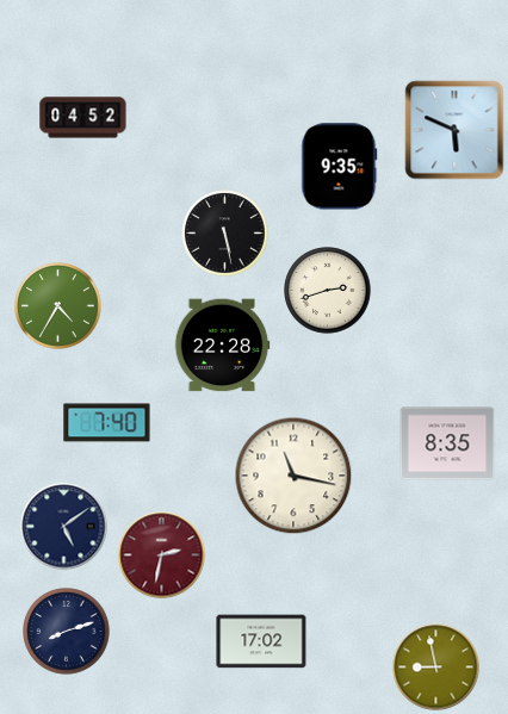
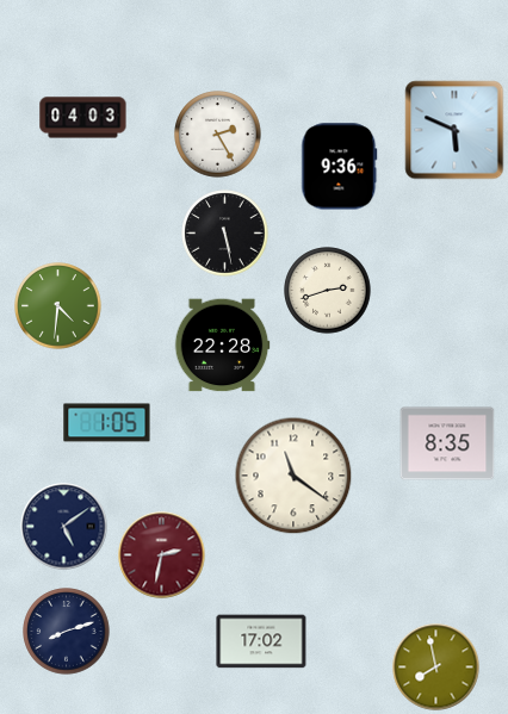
clock at (83, 118): 04:52 -> 04:03
clock at (218, 135): none -> 2:25
clock at (340, 167): 9:35 -> 9:36
clock at (58, 306): 4:35 -> 4:31
clock at (107, 423): 7:40 -> 1:05
clock at (293, 476): 11:17 -> 11:21
clock at (436, 668): 8:58 -> 7:58
